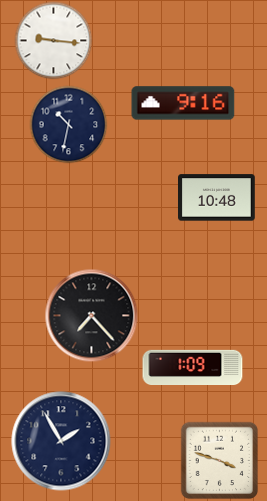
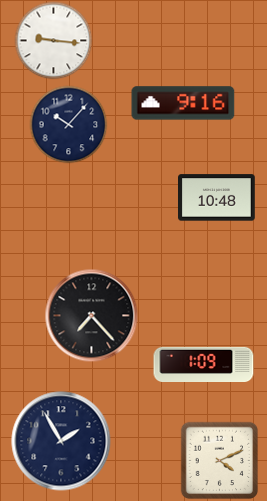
clock at (68, 124): 10:32 -> 10:07
clock at (193, 367) position: (193, 367) -> (204, 364)
clock at (219, 460): 3:48 -> 4:11
